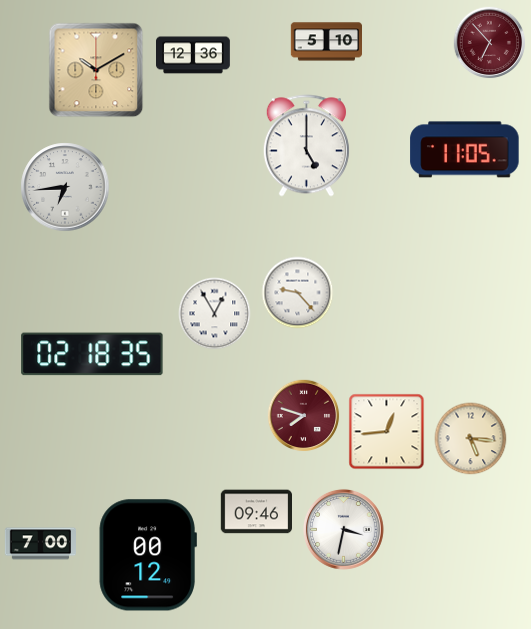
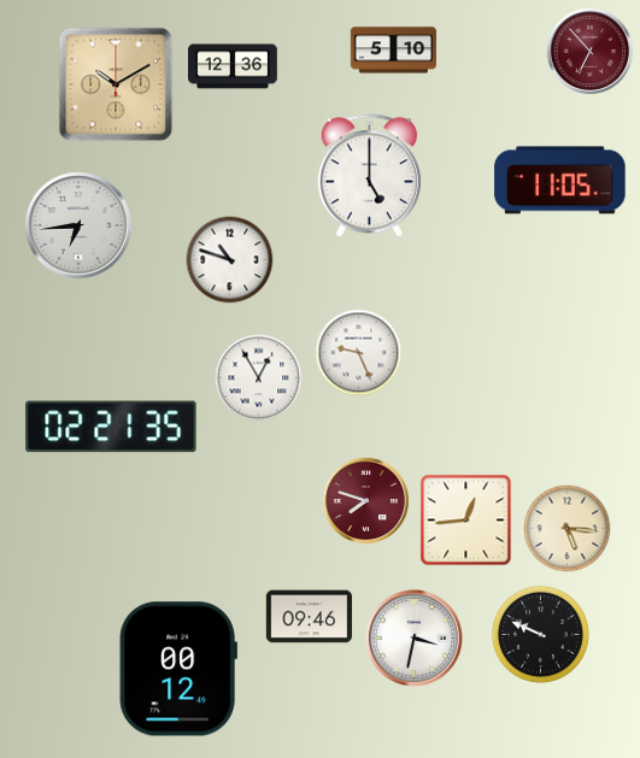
clock at (230, 260): none -> 10:48
clock at (298, 293): 9:23 -> 9:26
clock at (92, 354): 02:18 -> 02:21
clock at (540, 634): none -> 9:49
clock at (41, 544): 7:00 -> none
